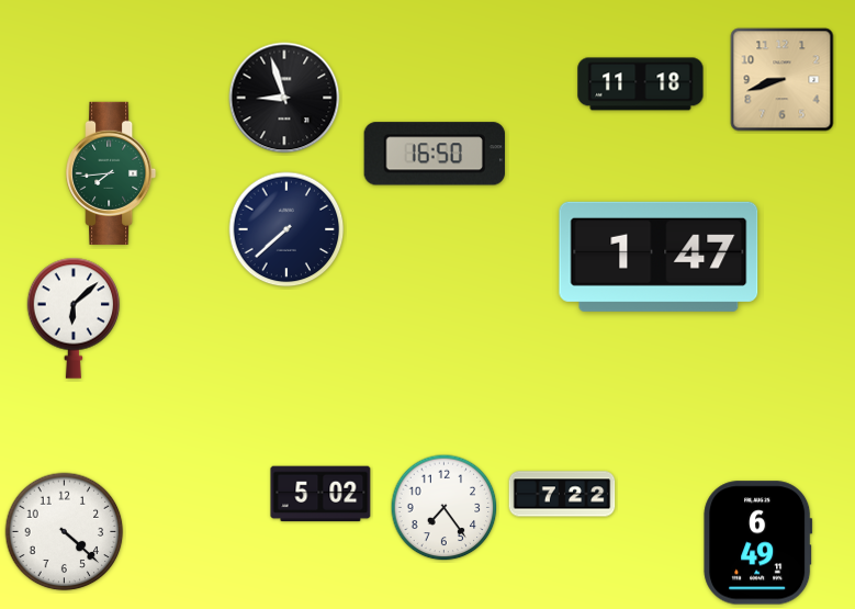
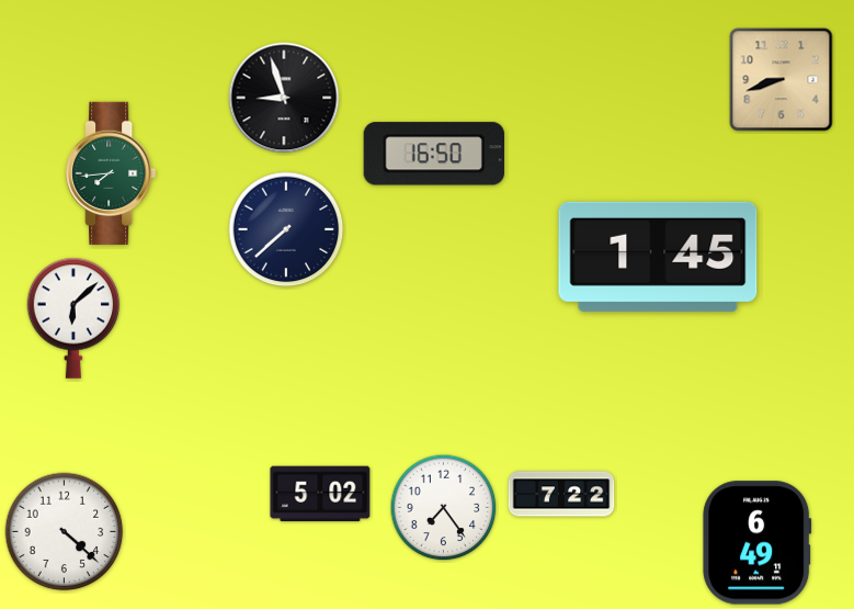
clock at (641, 84): 11:18 -> none
clock at (659, 257): 1:47 -> 1:45
